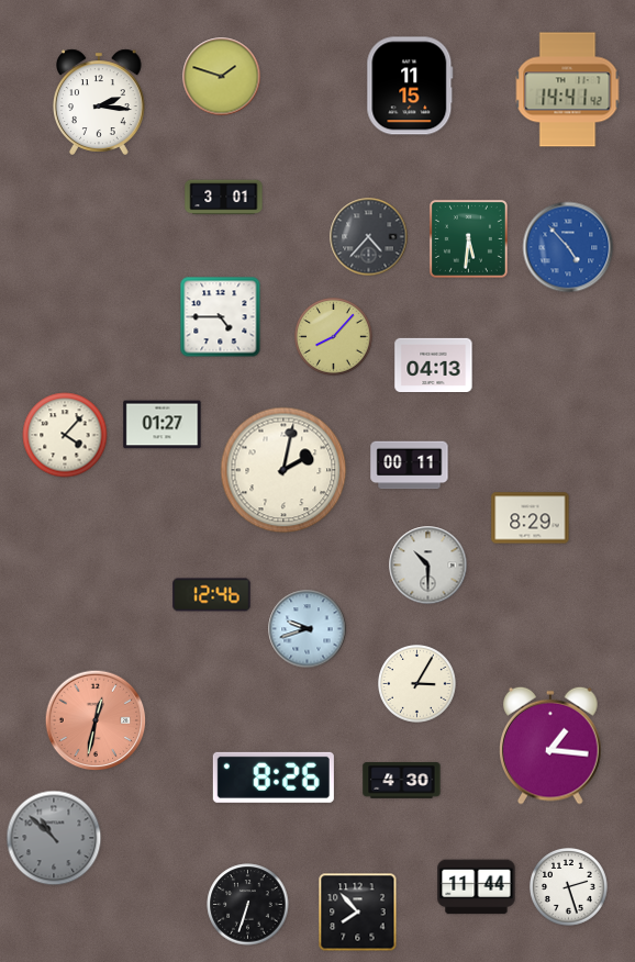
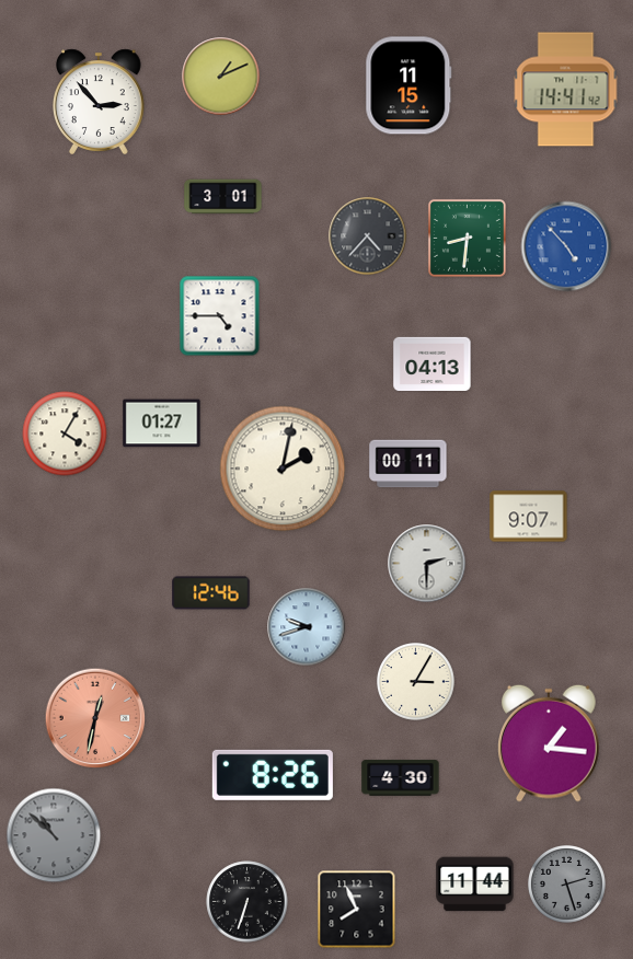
clock at (222, 77): 1:48 -> 1:11
clock at (100, 102): 2:16 -> 2:53
clock at (468, 238): 5:31 -> 8:31
clock at (334, 337): 8:07 -> none
clock at (65, 435): 4:07 -> 4:05
clock at (531, 518): 8:29 -> 9:07
clock at (428, 566): 10:30 -> 2:30
clock at (569, 887) dial: white -> grey
clock at (358, 913): 7:53 -> 7:56
